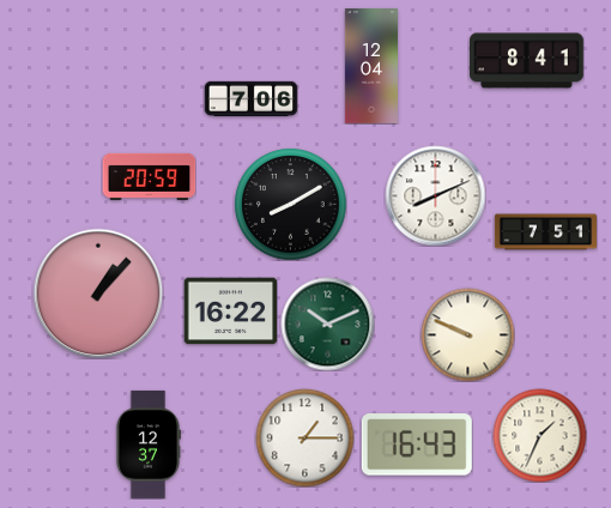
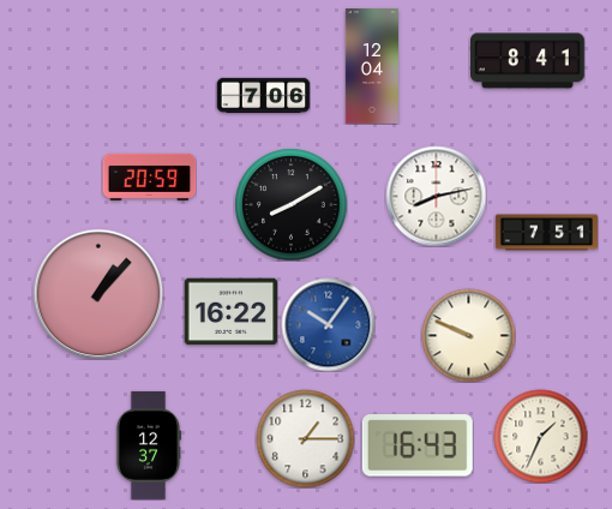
clock at (250, 99) position: (250, 99) -> (263, 96)
clock at (435, 195): 8:11 -> 8:13
clock at (327, 323): 10:11 -> 10:06
clock at (327, 323) dial: green -> blue
